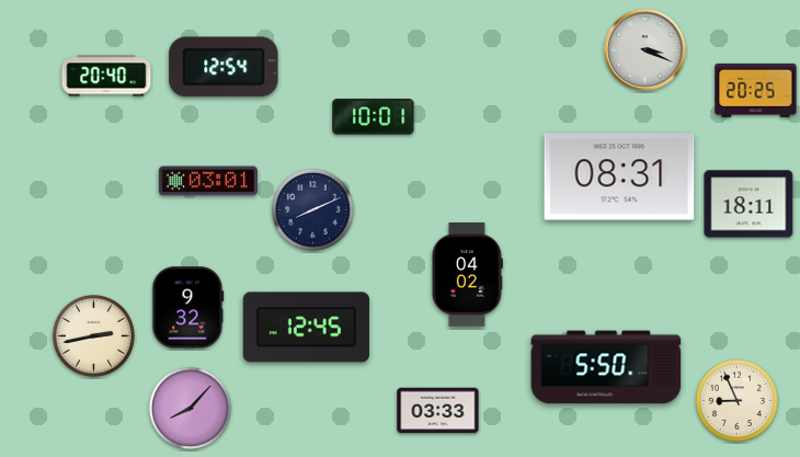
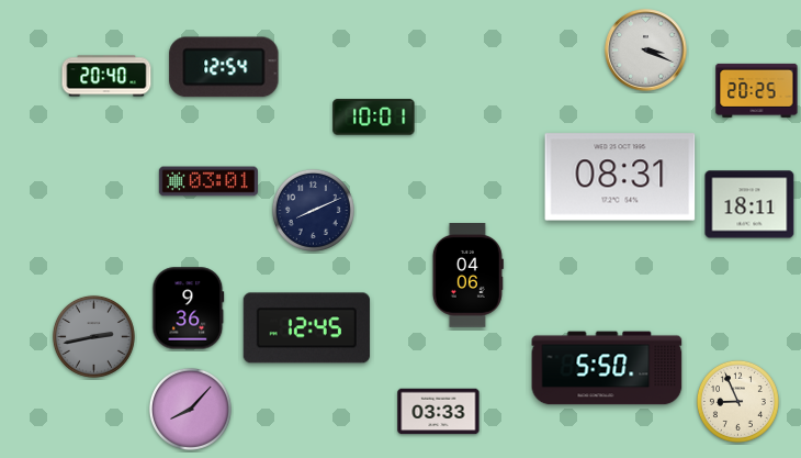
clock at (467, 275): 04:02 -> 04:06
clock at (188, 308): 9:32 -> 9:36
clock at (93, 335) dial: cream -> grey
